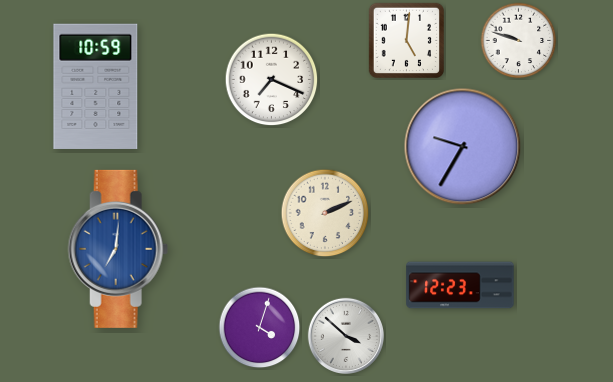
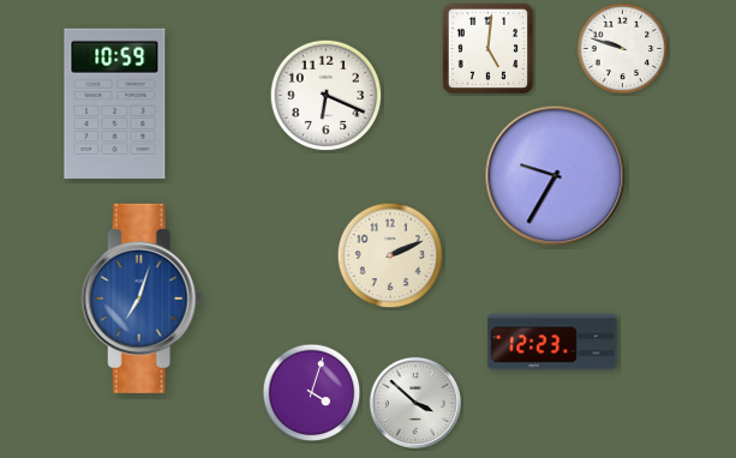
clock at (272, 80): 7:19 -> 6:19
clock at (118, 249): 7:01 -> 7:03
